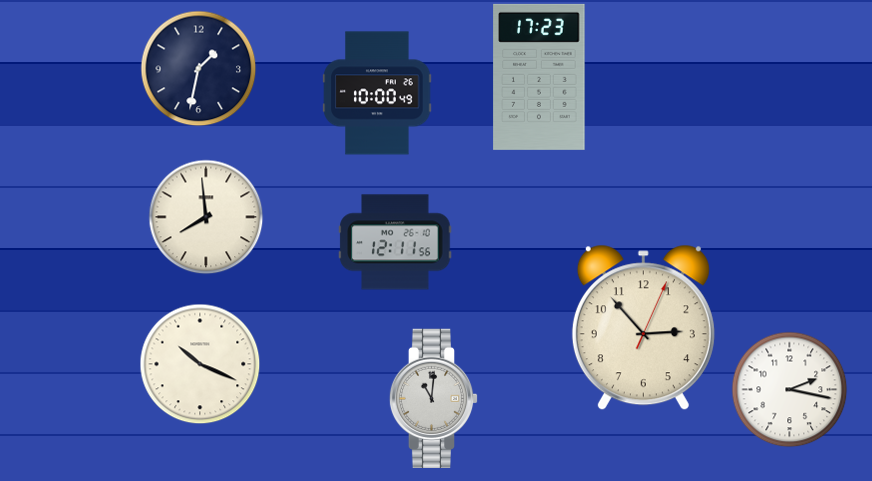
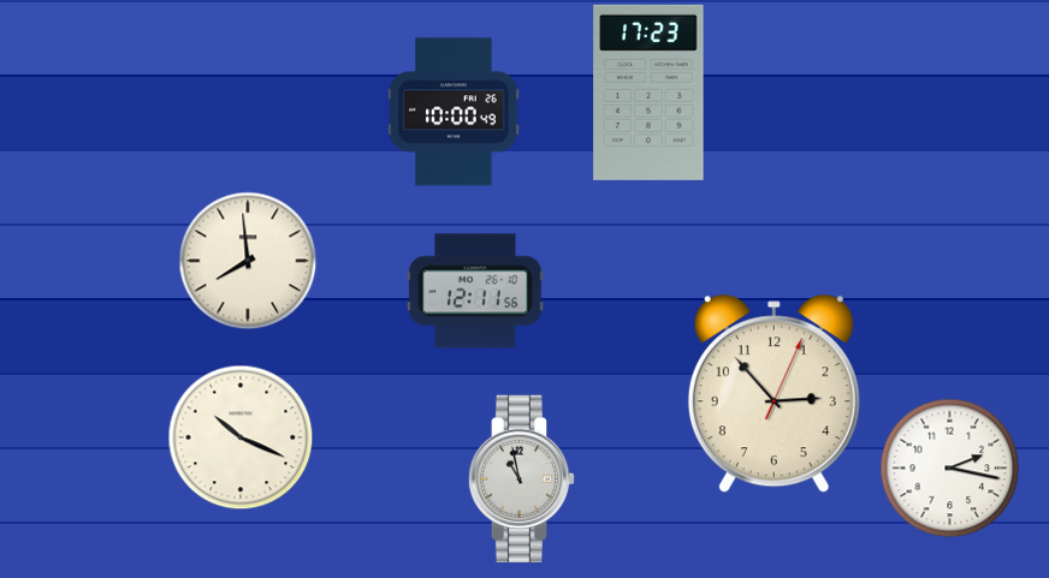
clock at (199, 69): 1:32 -> none
clock at (434, 399): 11:01 -> 10:58
